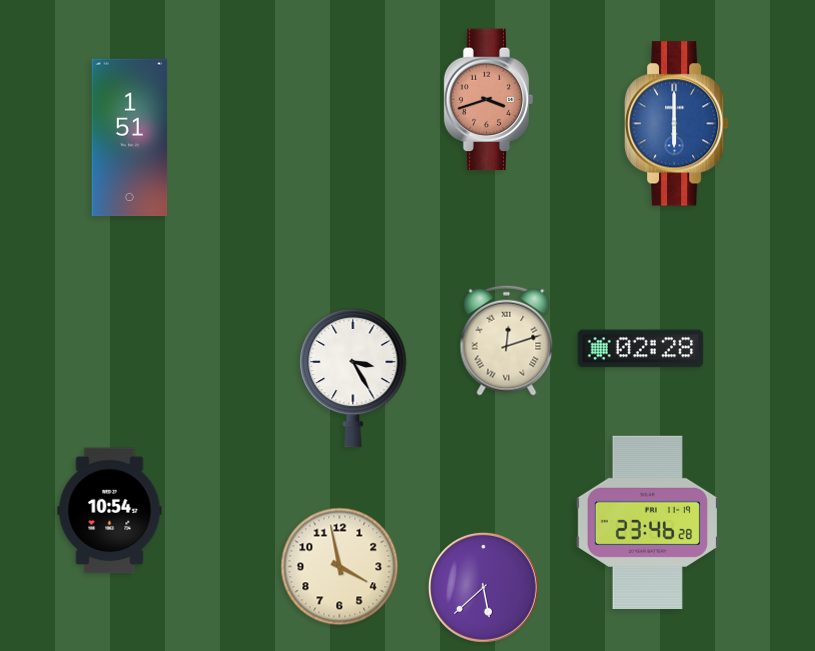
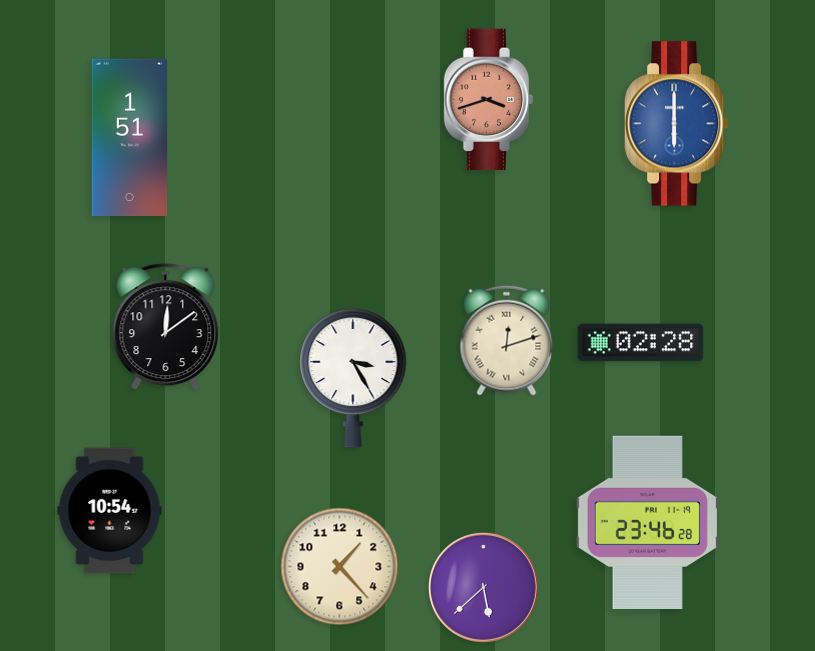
clock at (166, 327): none -> 12:09
clock at (641, 349) position: (641, 349) -> (641, 343)
clock at (340, 567): 3:58 -> 1:23
